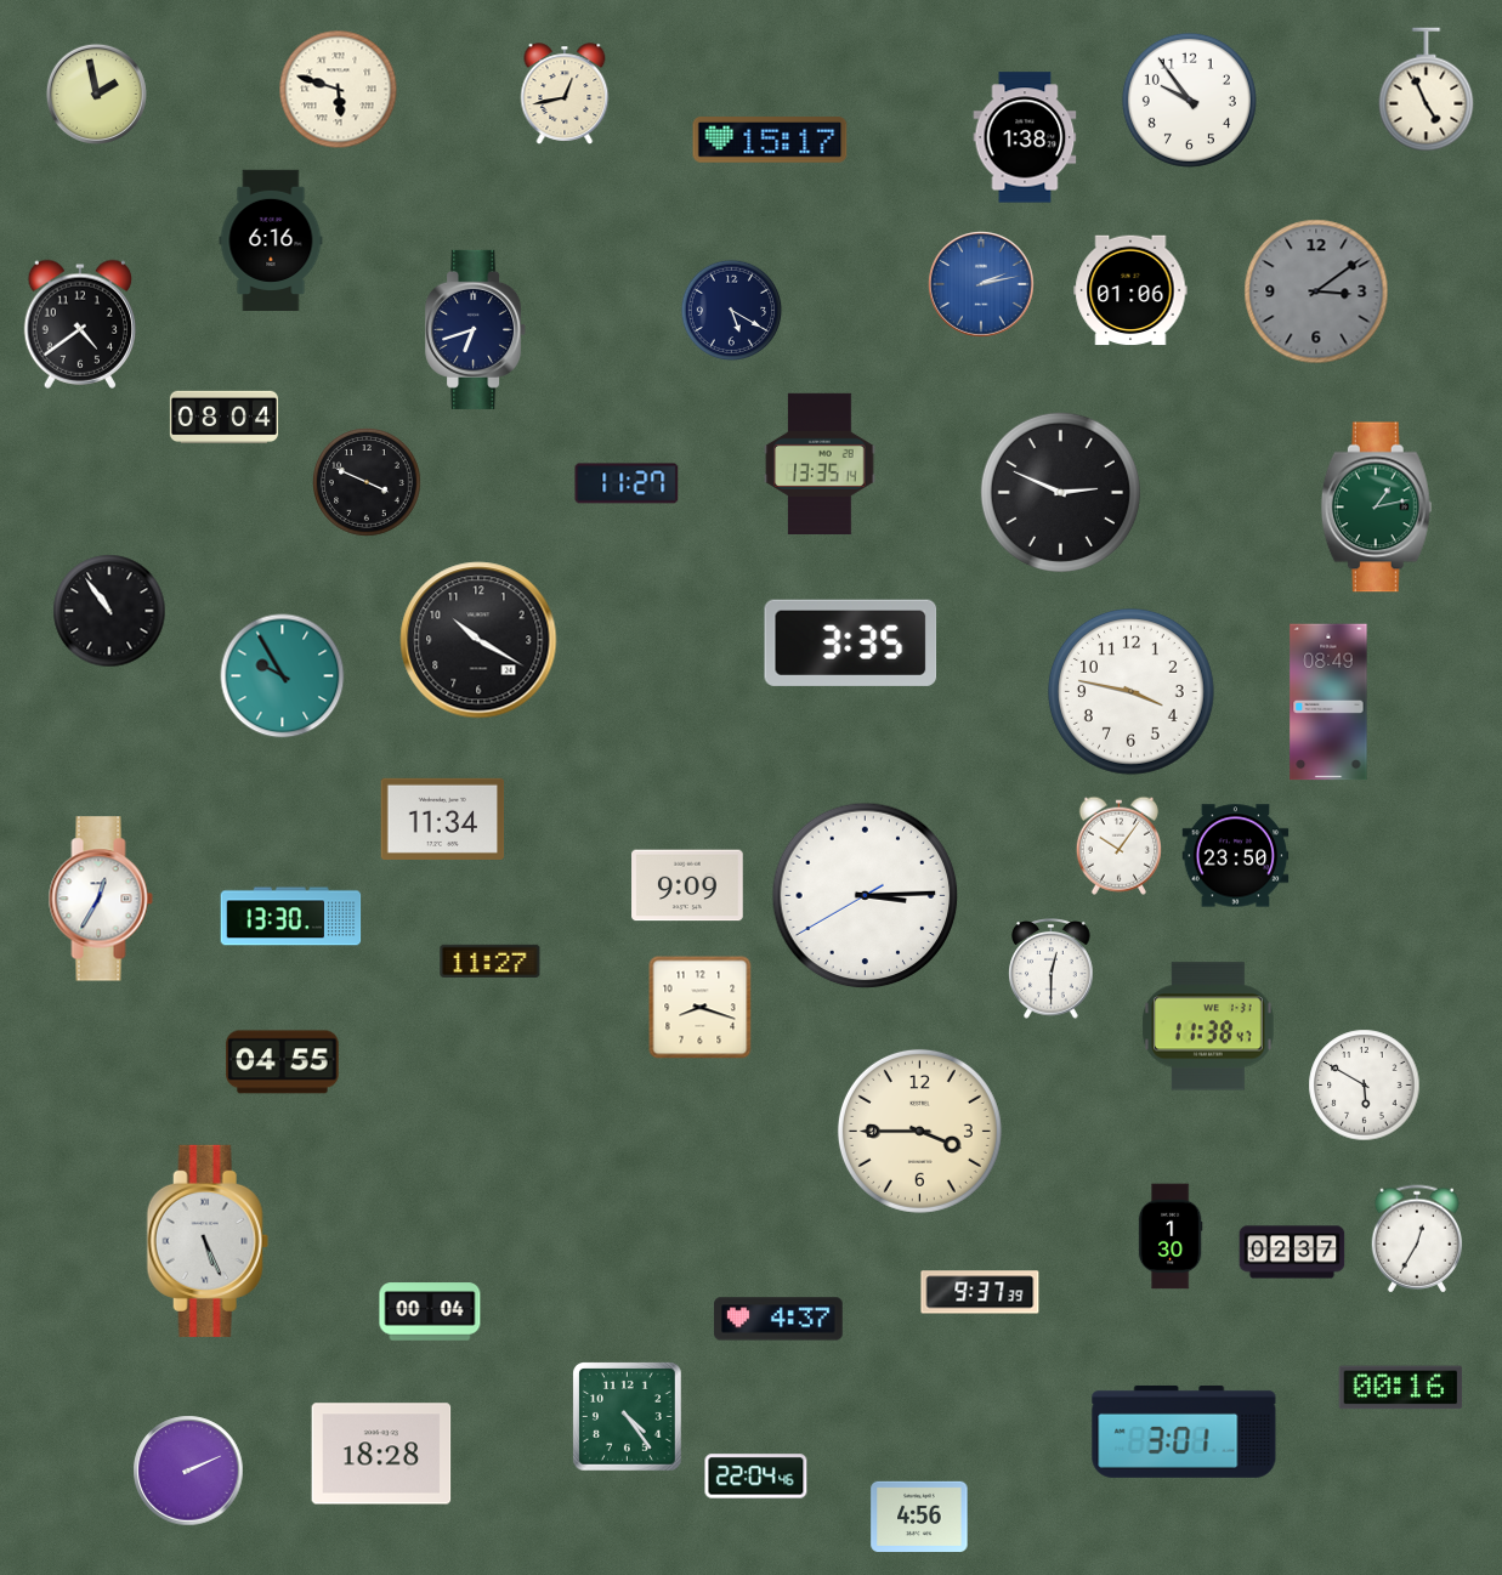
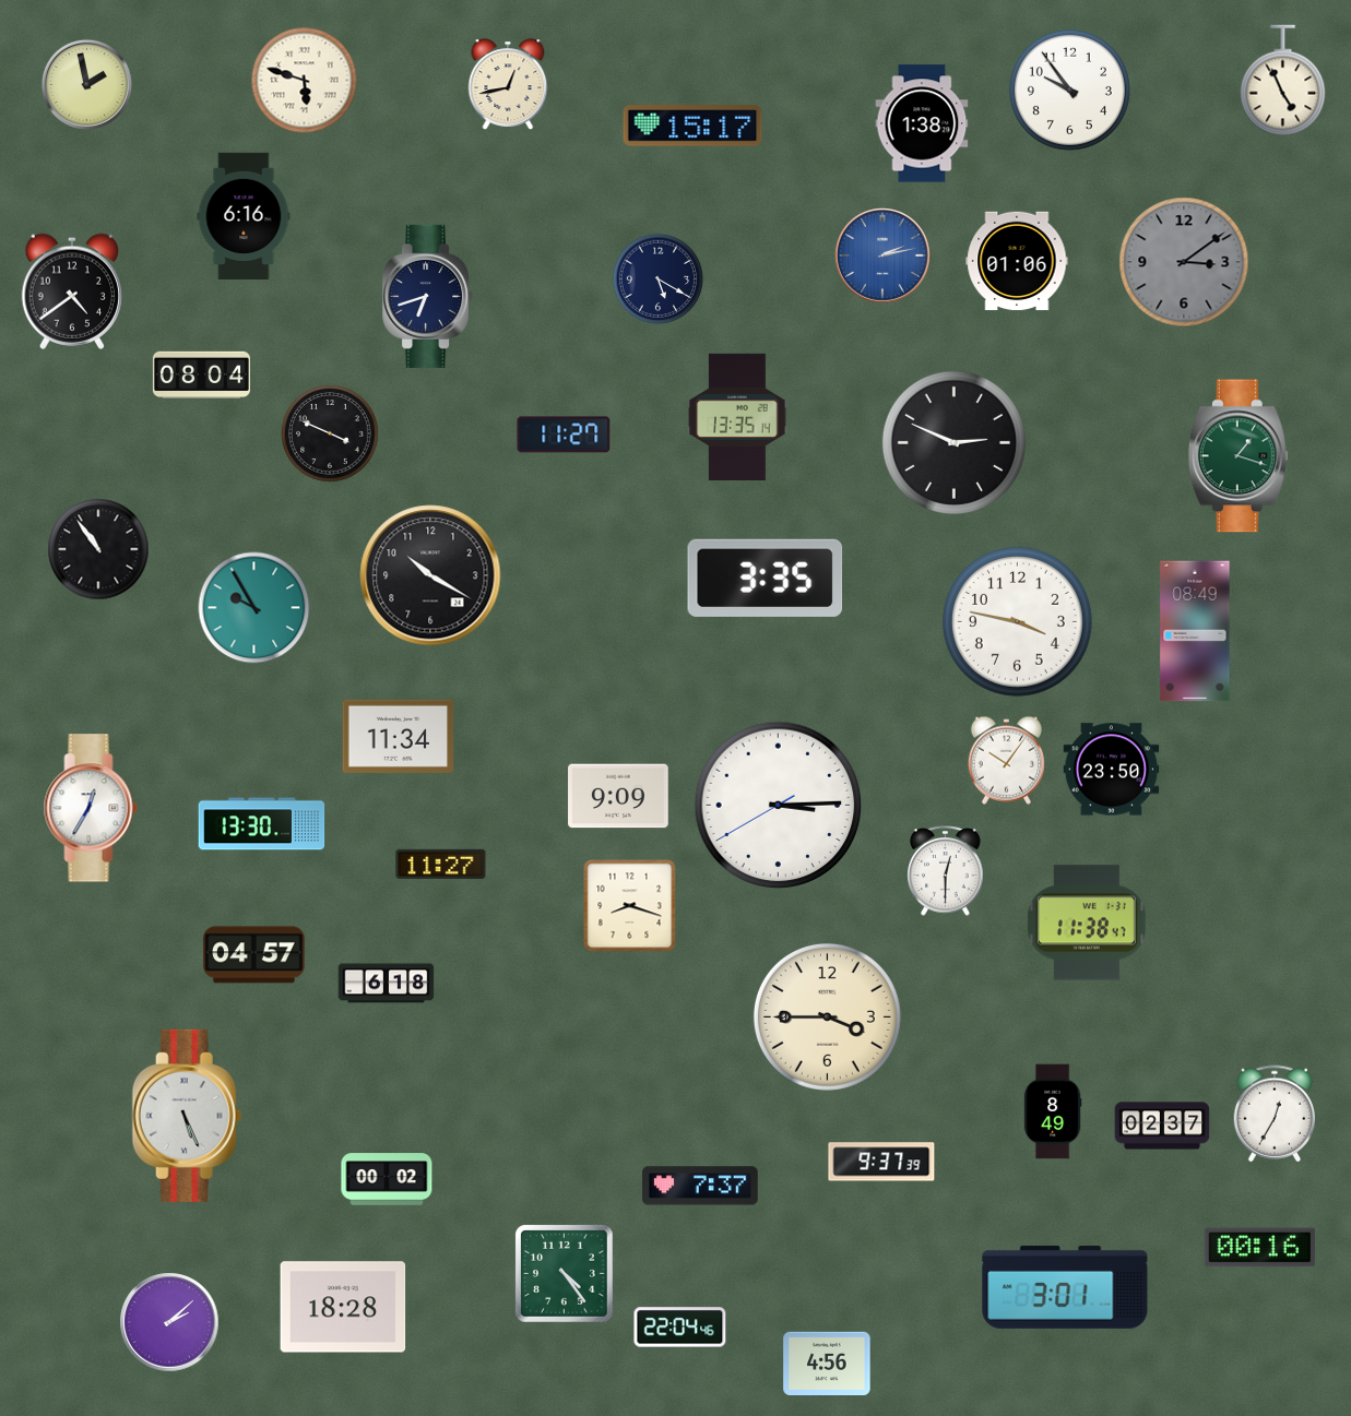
clock at (1376, 508): 1:13 -> 1:18
clock at (283, 1063): 04:55 -> 04:57
clock at (1365, 1086): 5:50 -> none
clock at (387, 984): none -> 6:18
clock at (1171, 1236): 1:30 -> 8:49
clock at (430, 1311): 00:04 -> 00:02
clock at (778, 1319): 4:37 -> 7:37
clock at (188, 1471): 2:11 -> 2:08
